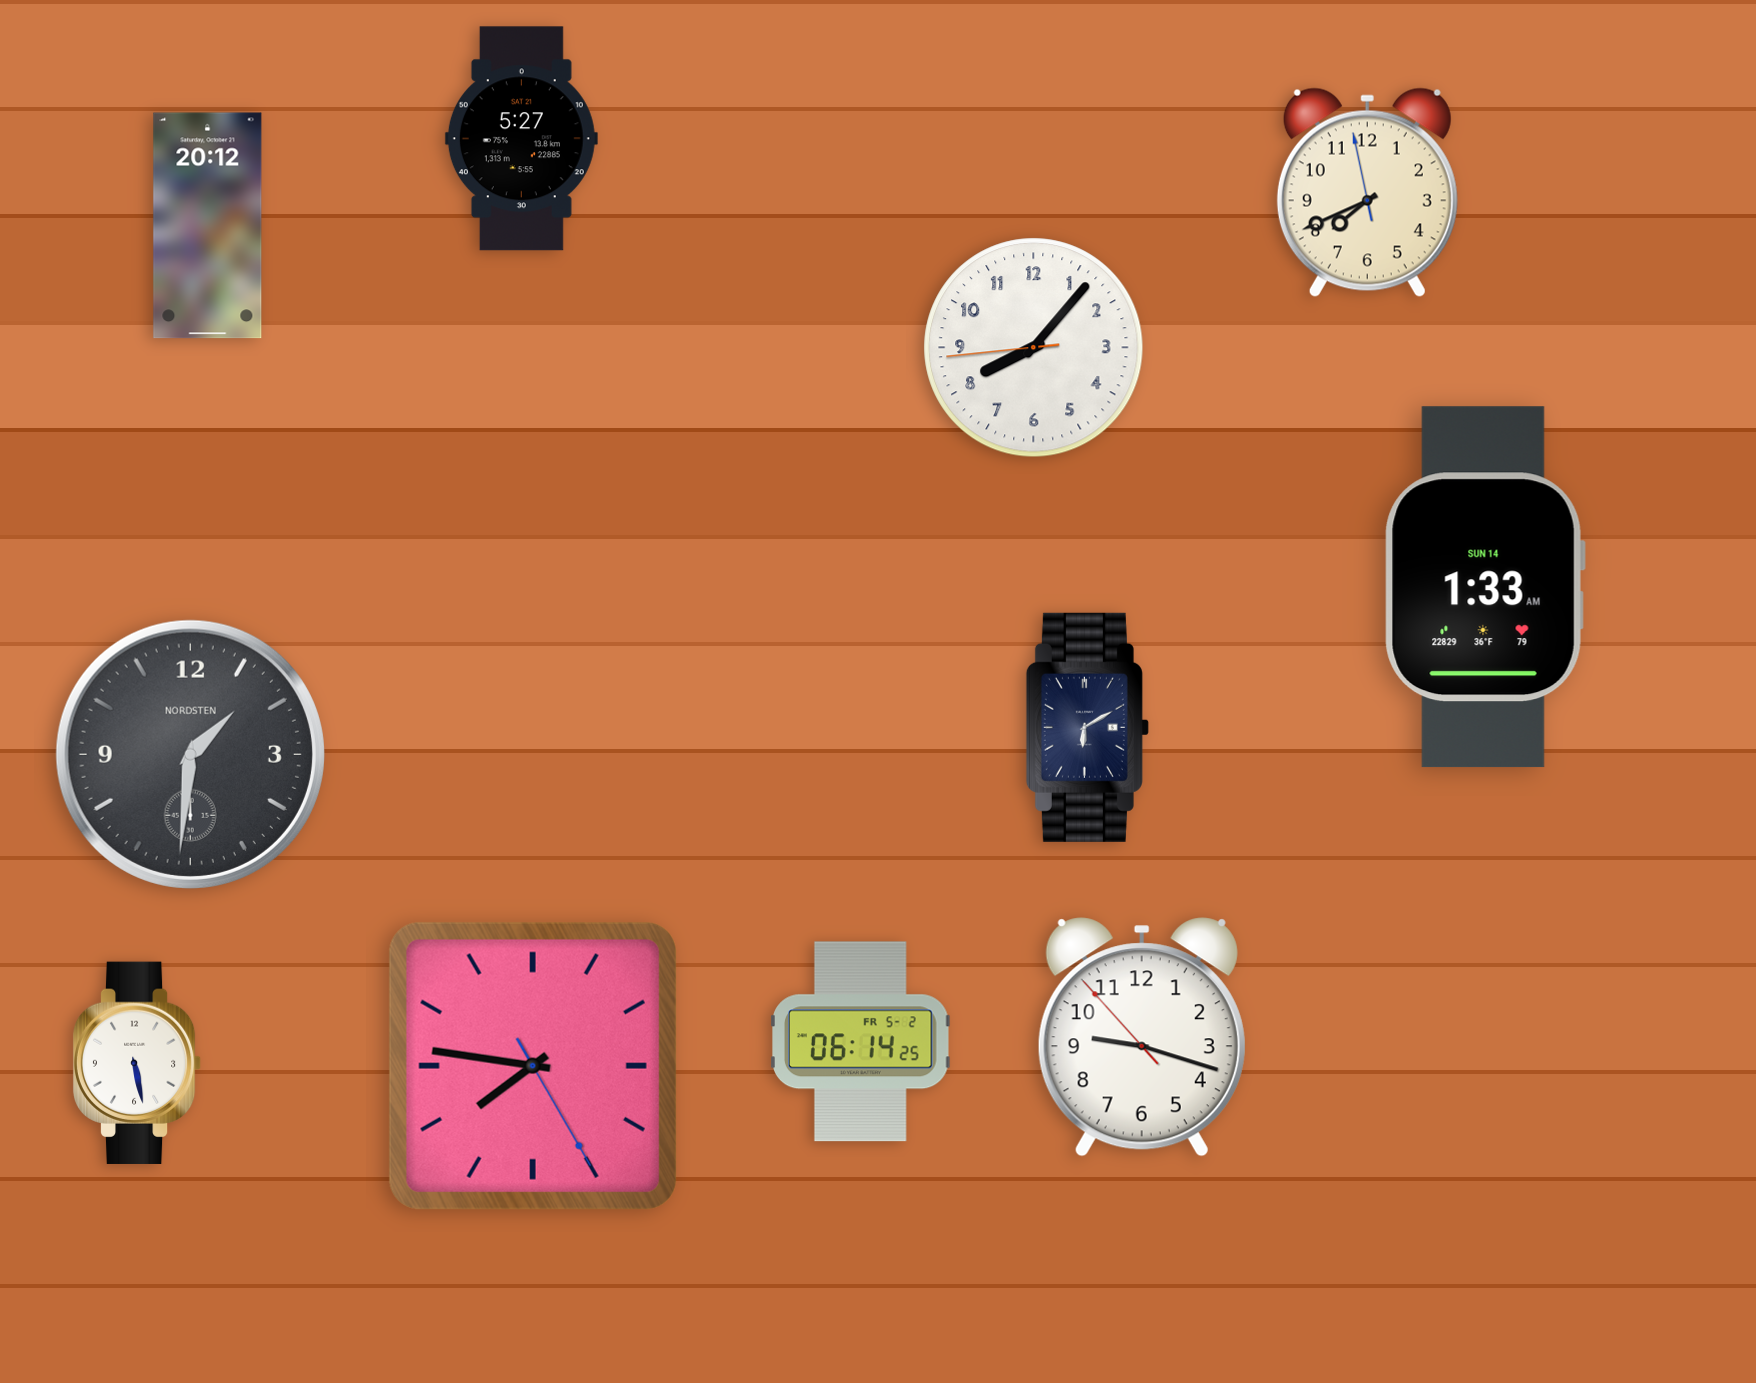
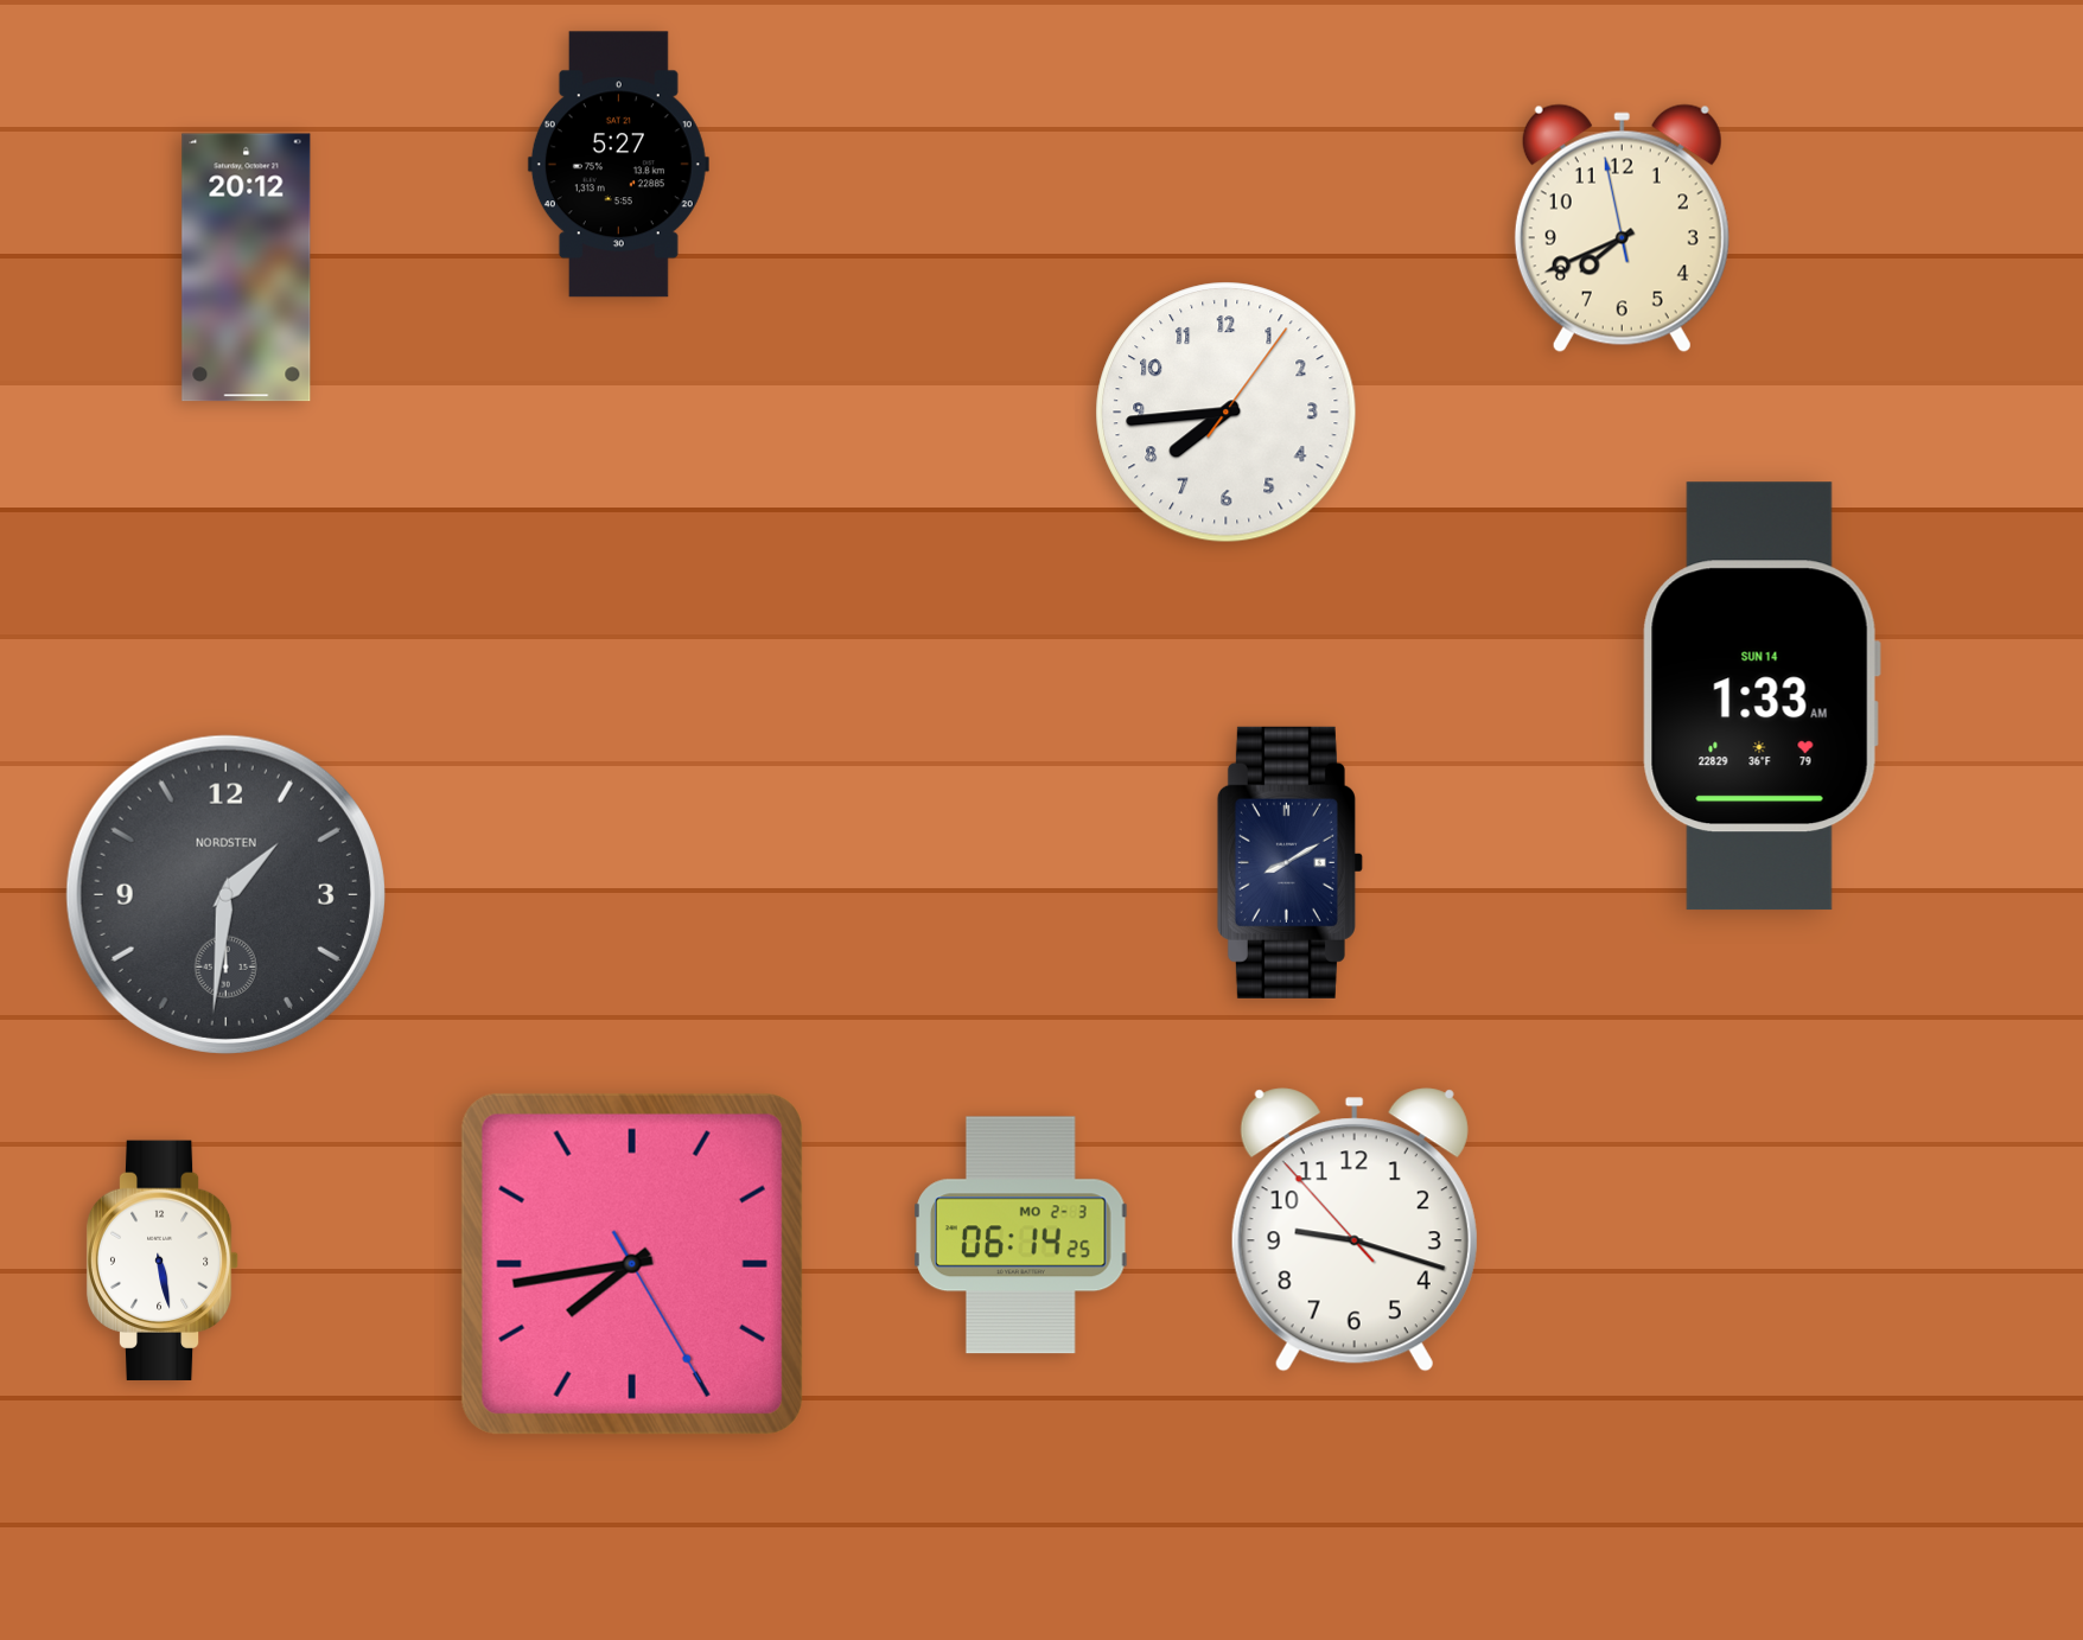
clock at (1034, 348): 8:06 -> 7:44
clock at (1087, 727): 6:10 -> 8:10
clock at (861, 1042) date: FR 5-2 -> MO 2-3
clock at (533, 1066): 7:46 -> 7:43
